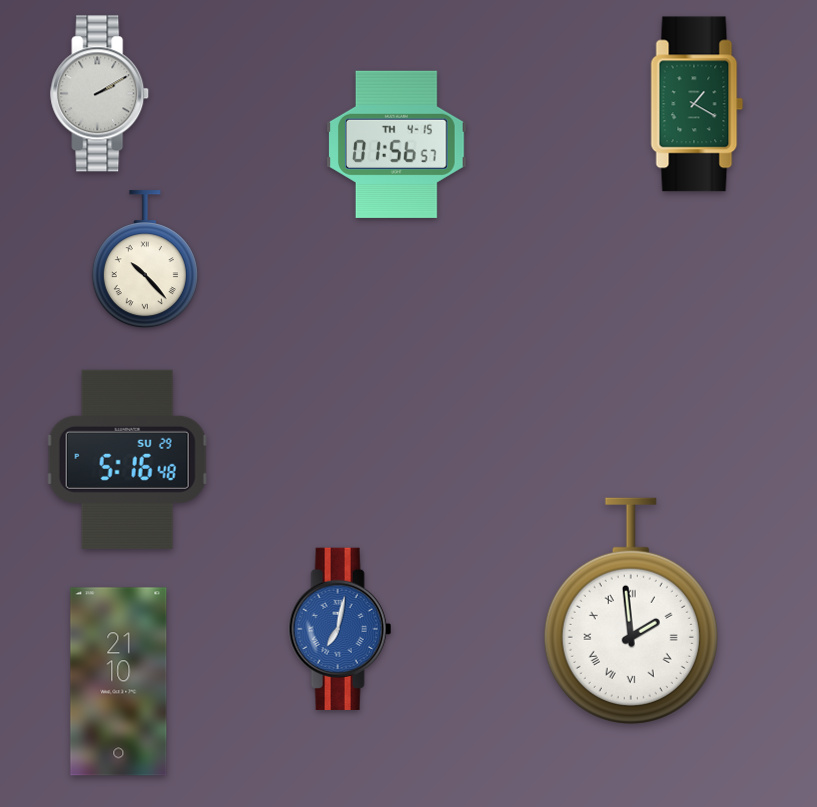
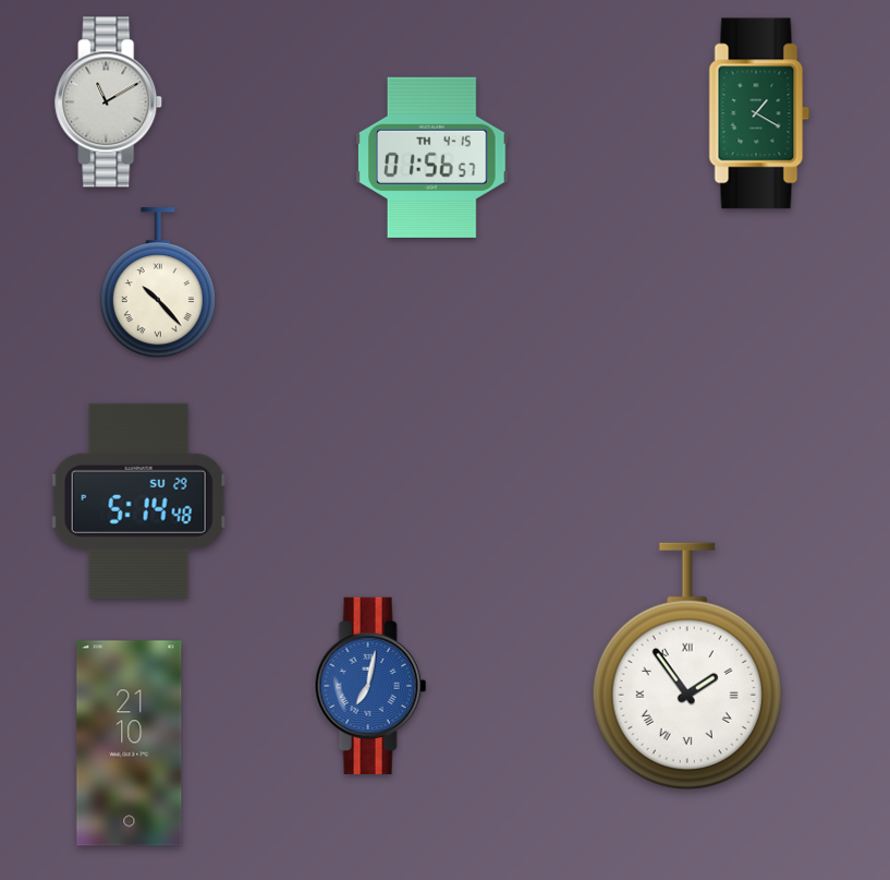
clock at (100, 94): 2:10 -> 11:10
clock at (127, 459): 5:16 -> 5:14
clock at (631, 611): 1:59 -> 1:54
